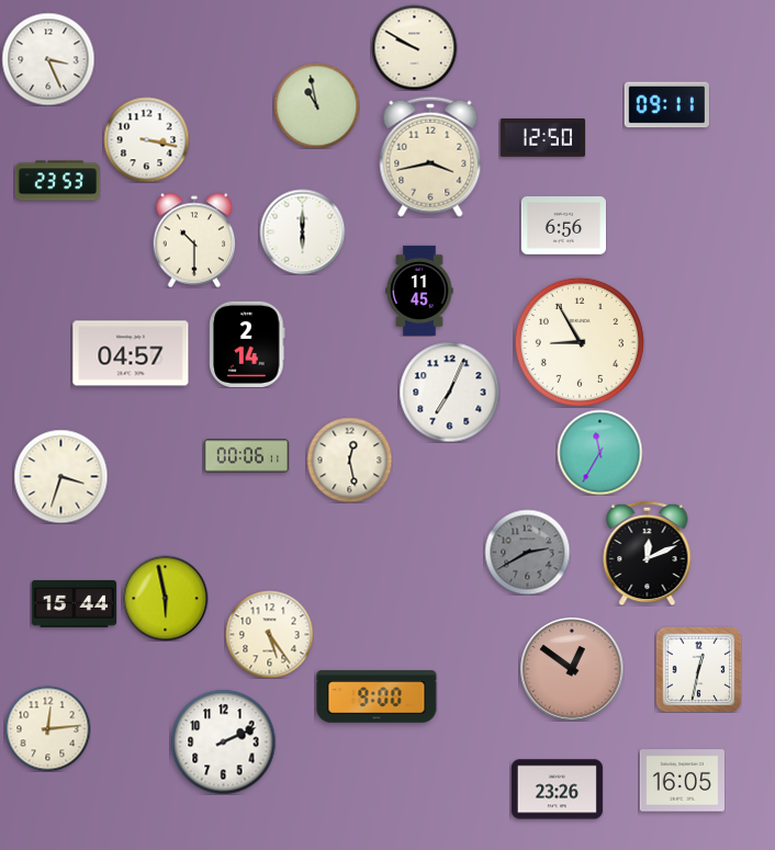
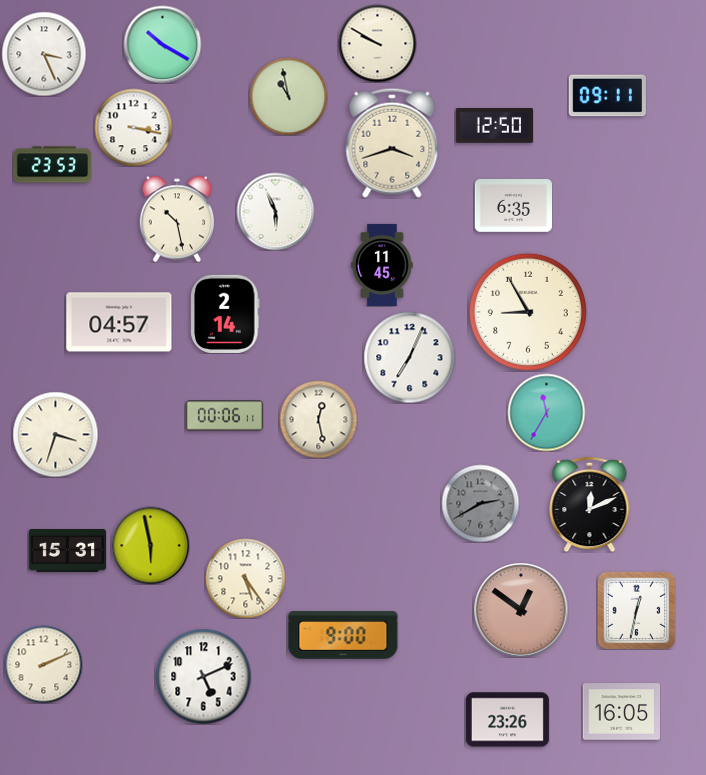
clock at (162, 44): none -> 10:20
clock at (430, 157): 3:43 -> 3:42
clock at (563, 226): 6:56 -> 6:35
clock at (302, 231): 6:00 -> 5:56
clock at (194, 240): 10:30 -> 10:28
clock at (74, 603): 15:44 -> 15:31
clock at (47, 728): 12:14 -> 2:11
clock at (223, 741): 2:11 -> 5:11
